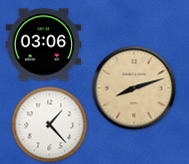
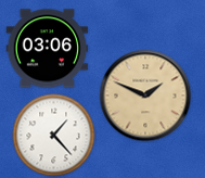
clock at (134, 88): 8:12 -> 1:49
